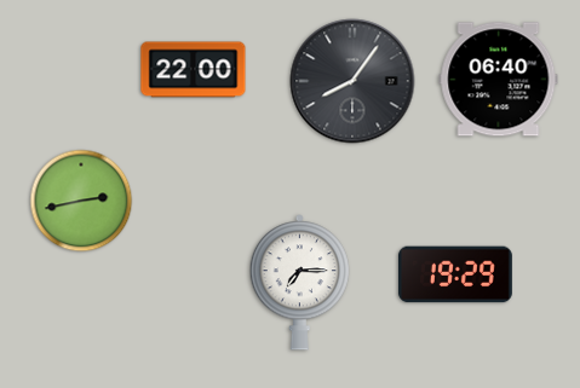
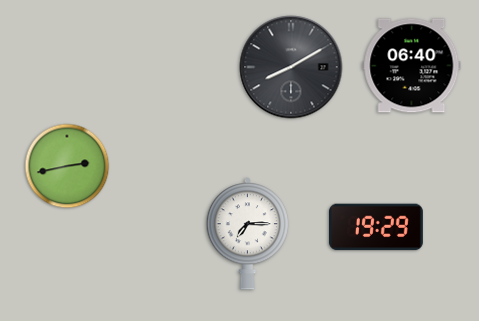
clock at (194, 70): 22:00 -> none
clock at (352, 81): 8:06 -> 8:10
